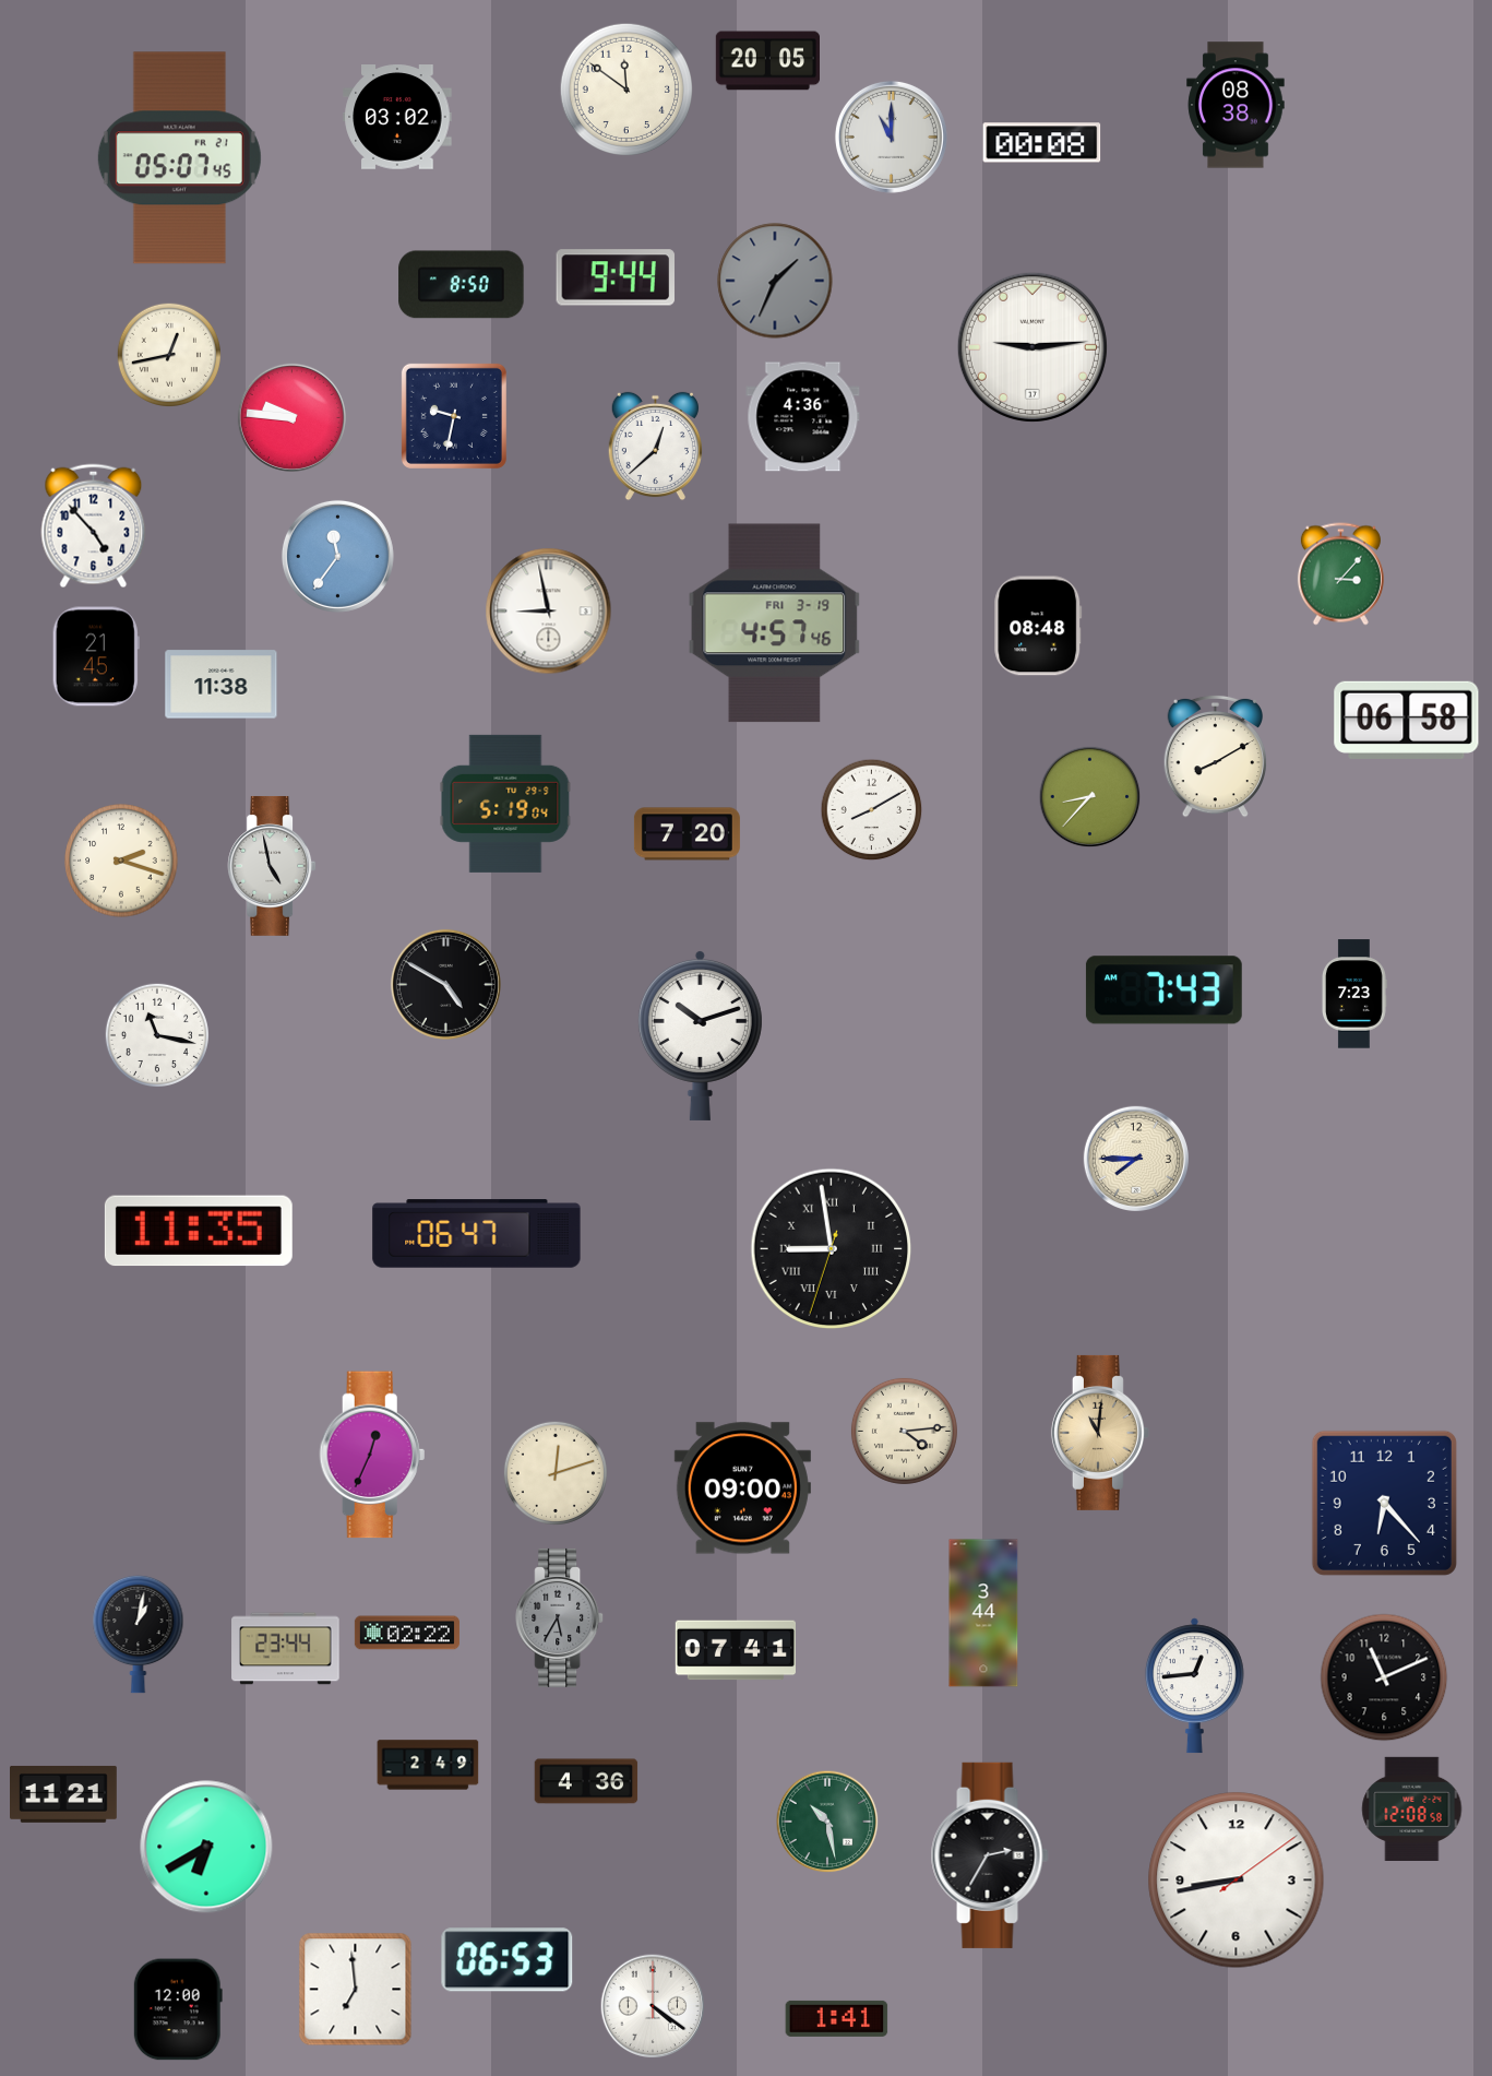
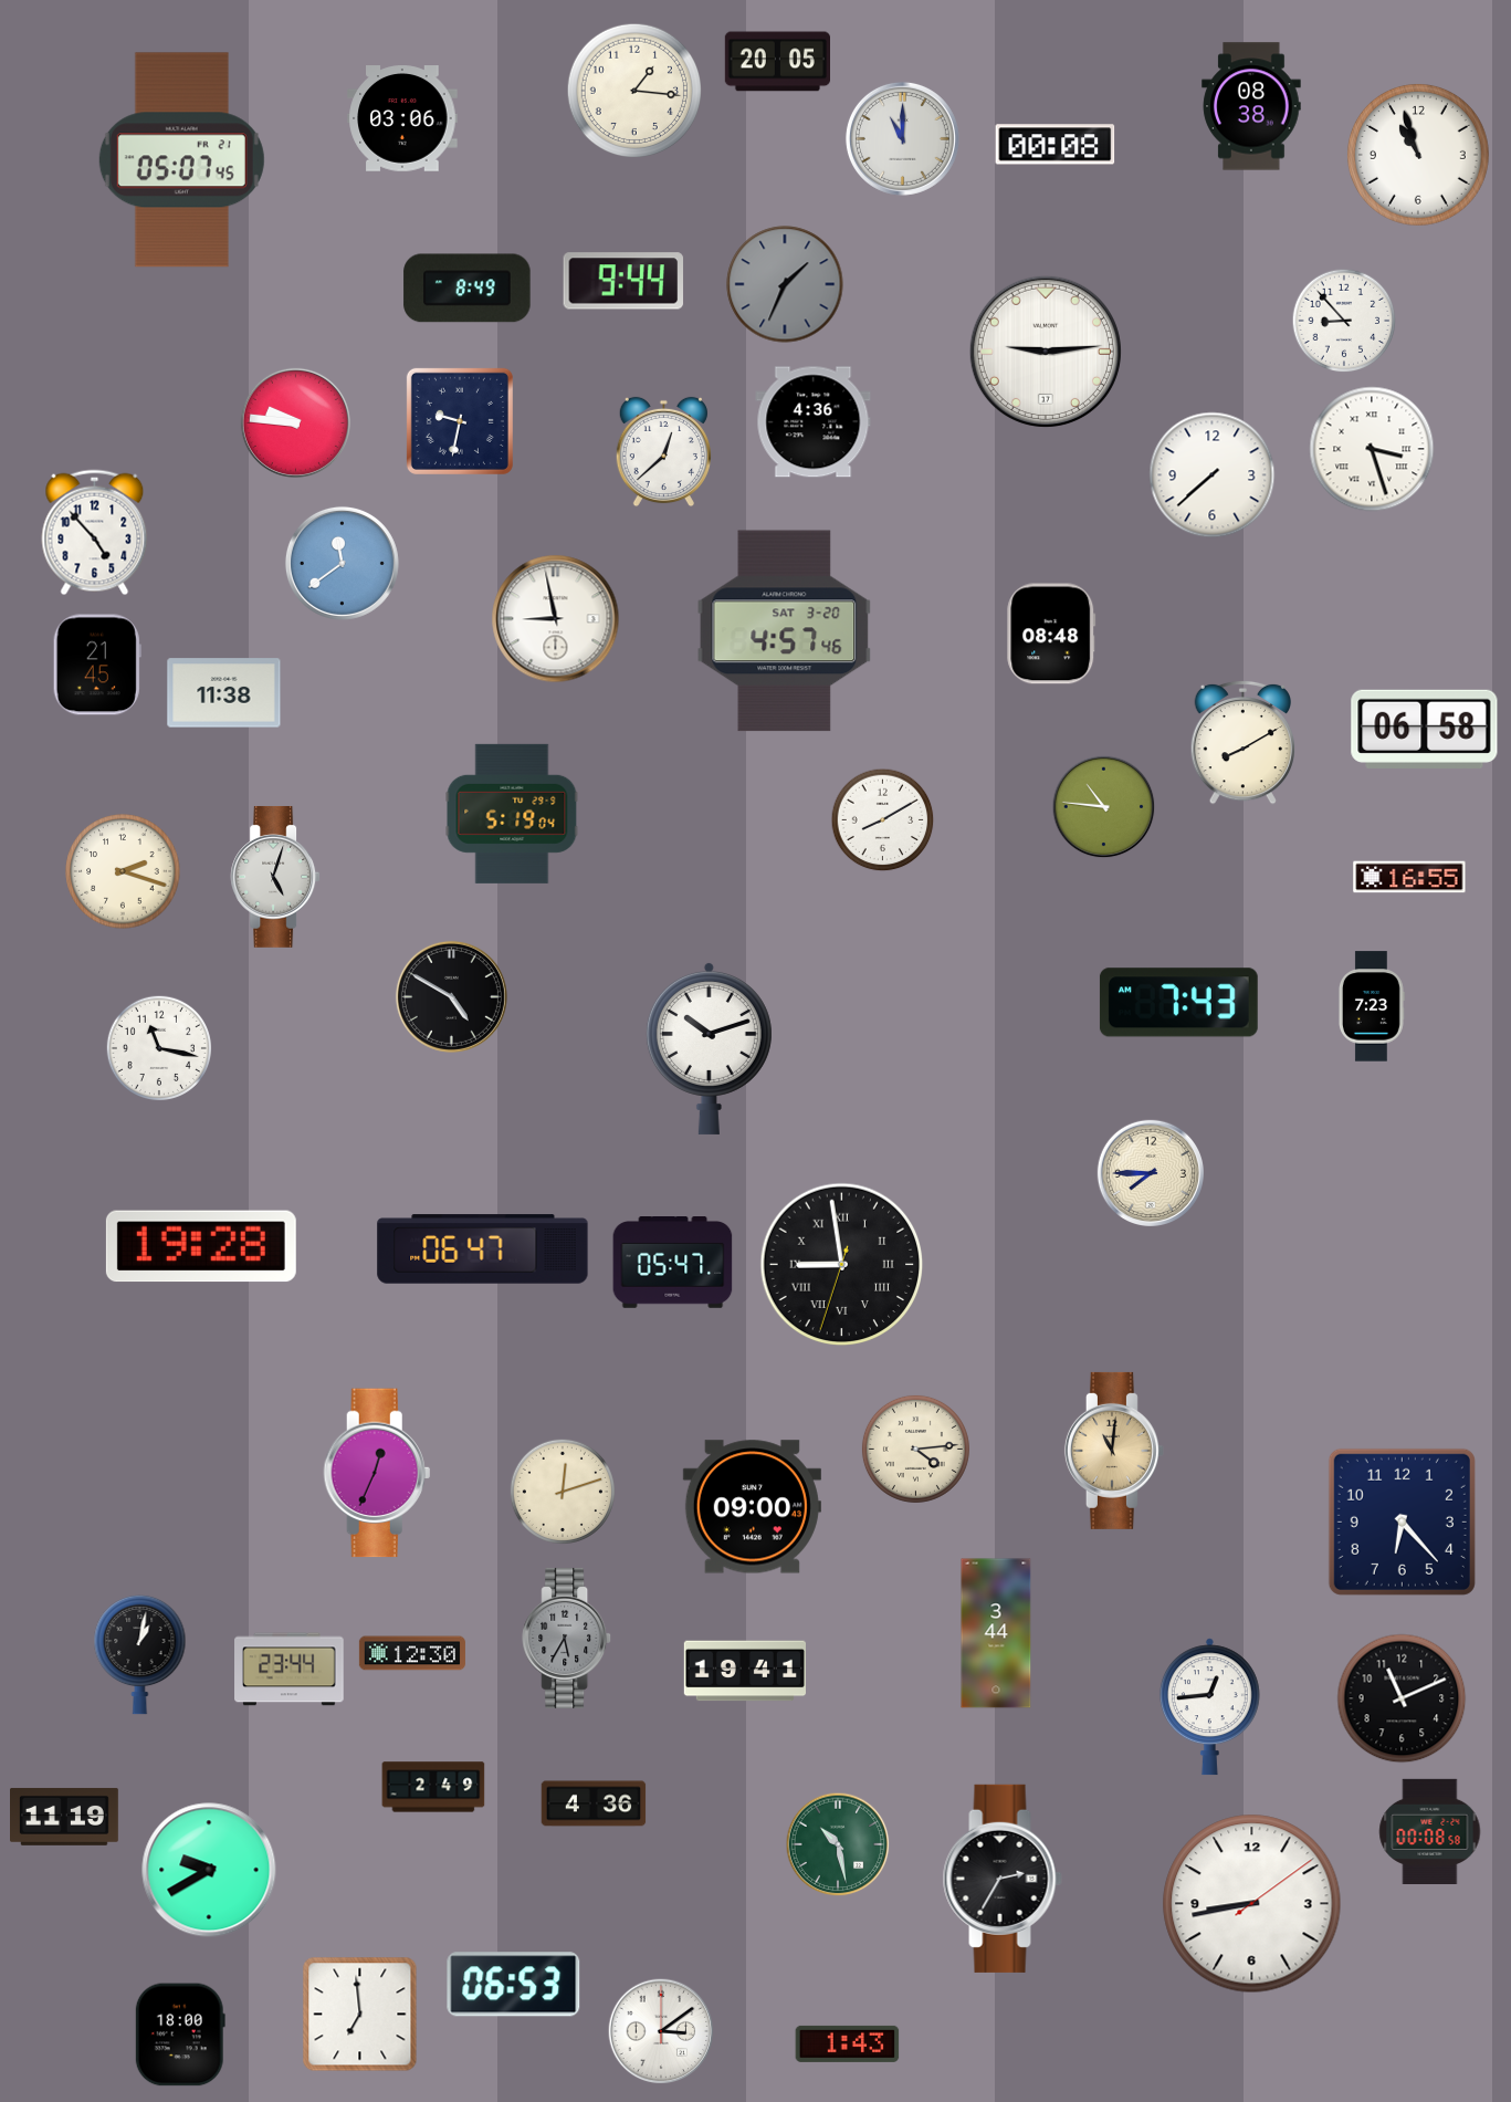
clock at (625, 88): 11:51 -> 1:16
clock at (397, 117): 03:02 -> 03:06
clock at (1419, 156): none -> 10:57
clock at (462, 285): 8:50 -> 8:49
clock at (1344, 321): none -> 8:53
clock at (168, 354): 12:43 -> none
clock at (1372, 449): none -> 3:27
clock at (1213, 475): none -> 7:38
clock at (337, 556): 11:36 -> 11:39
clock at (1340, 574): 3:07 -> none
clock at (775, 624) date: FRI 3-19 -> SAT 3-20
clock at (1215, 756) position: (1215, 756) -> (1242, 742)
clock at (1090, 797): 8:37 -> 10:46
clock at (687, 834): 7:20 -> none
clock at (272, 866): 4:58 -> 5:03
clock at (1409, 877): none -> 16:55
clock at (199, 1231): 11:35 -> 19:28
clock at (673, 1263): none -> 05:47
clock at (407, 1633): 02:22 -> 12:30
clock at (735, 1650): 07:41 -> 19:41
clock at (64, 1794): 11:21 -> 11:19
clock at (1412, 1808): 12:08 -> 00:08
clock at (206, 1847): 6:40 -> 9:40
clock at (653, 2006): 4:21 -> 3:09
clock at (178, 2009): 12:00 -> 18:00
clock at (837, 2018): 1:41 -> 1:43
